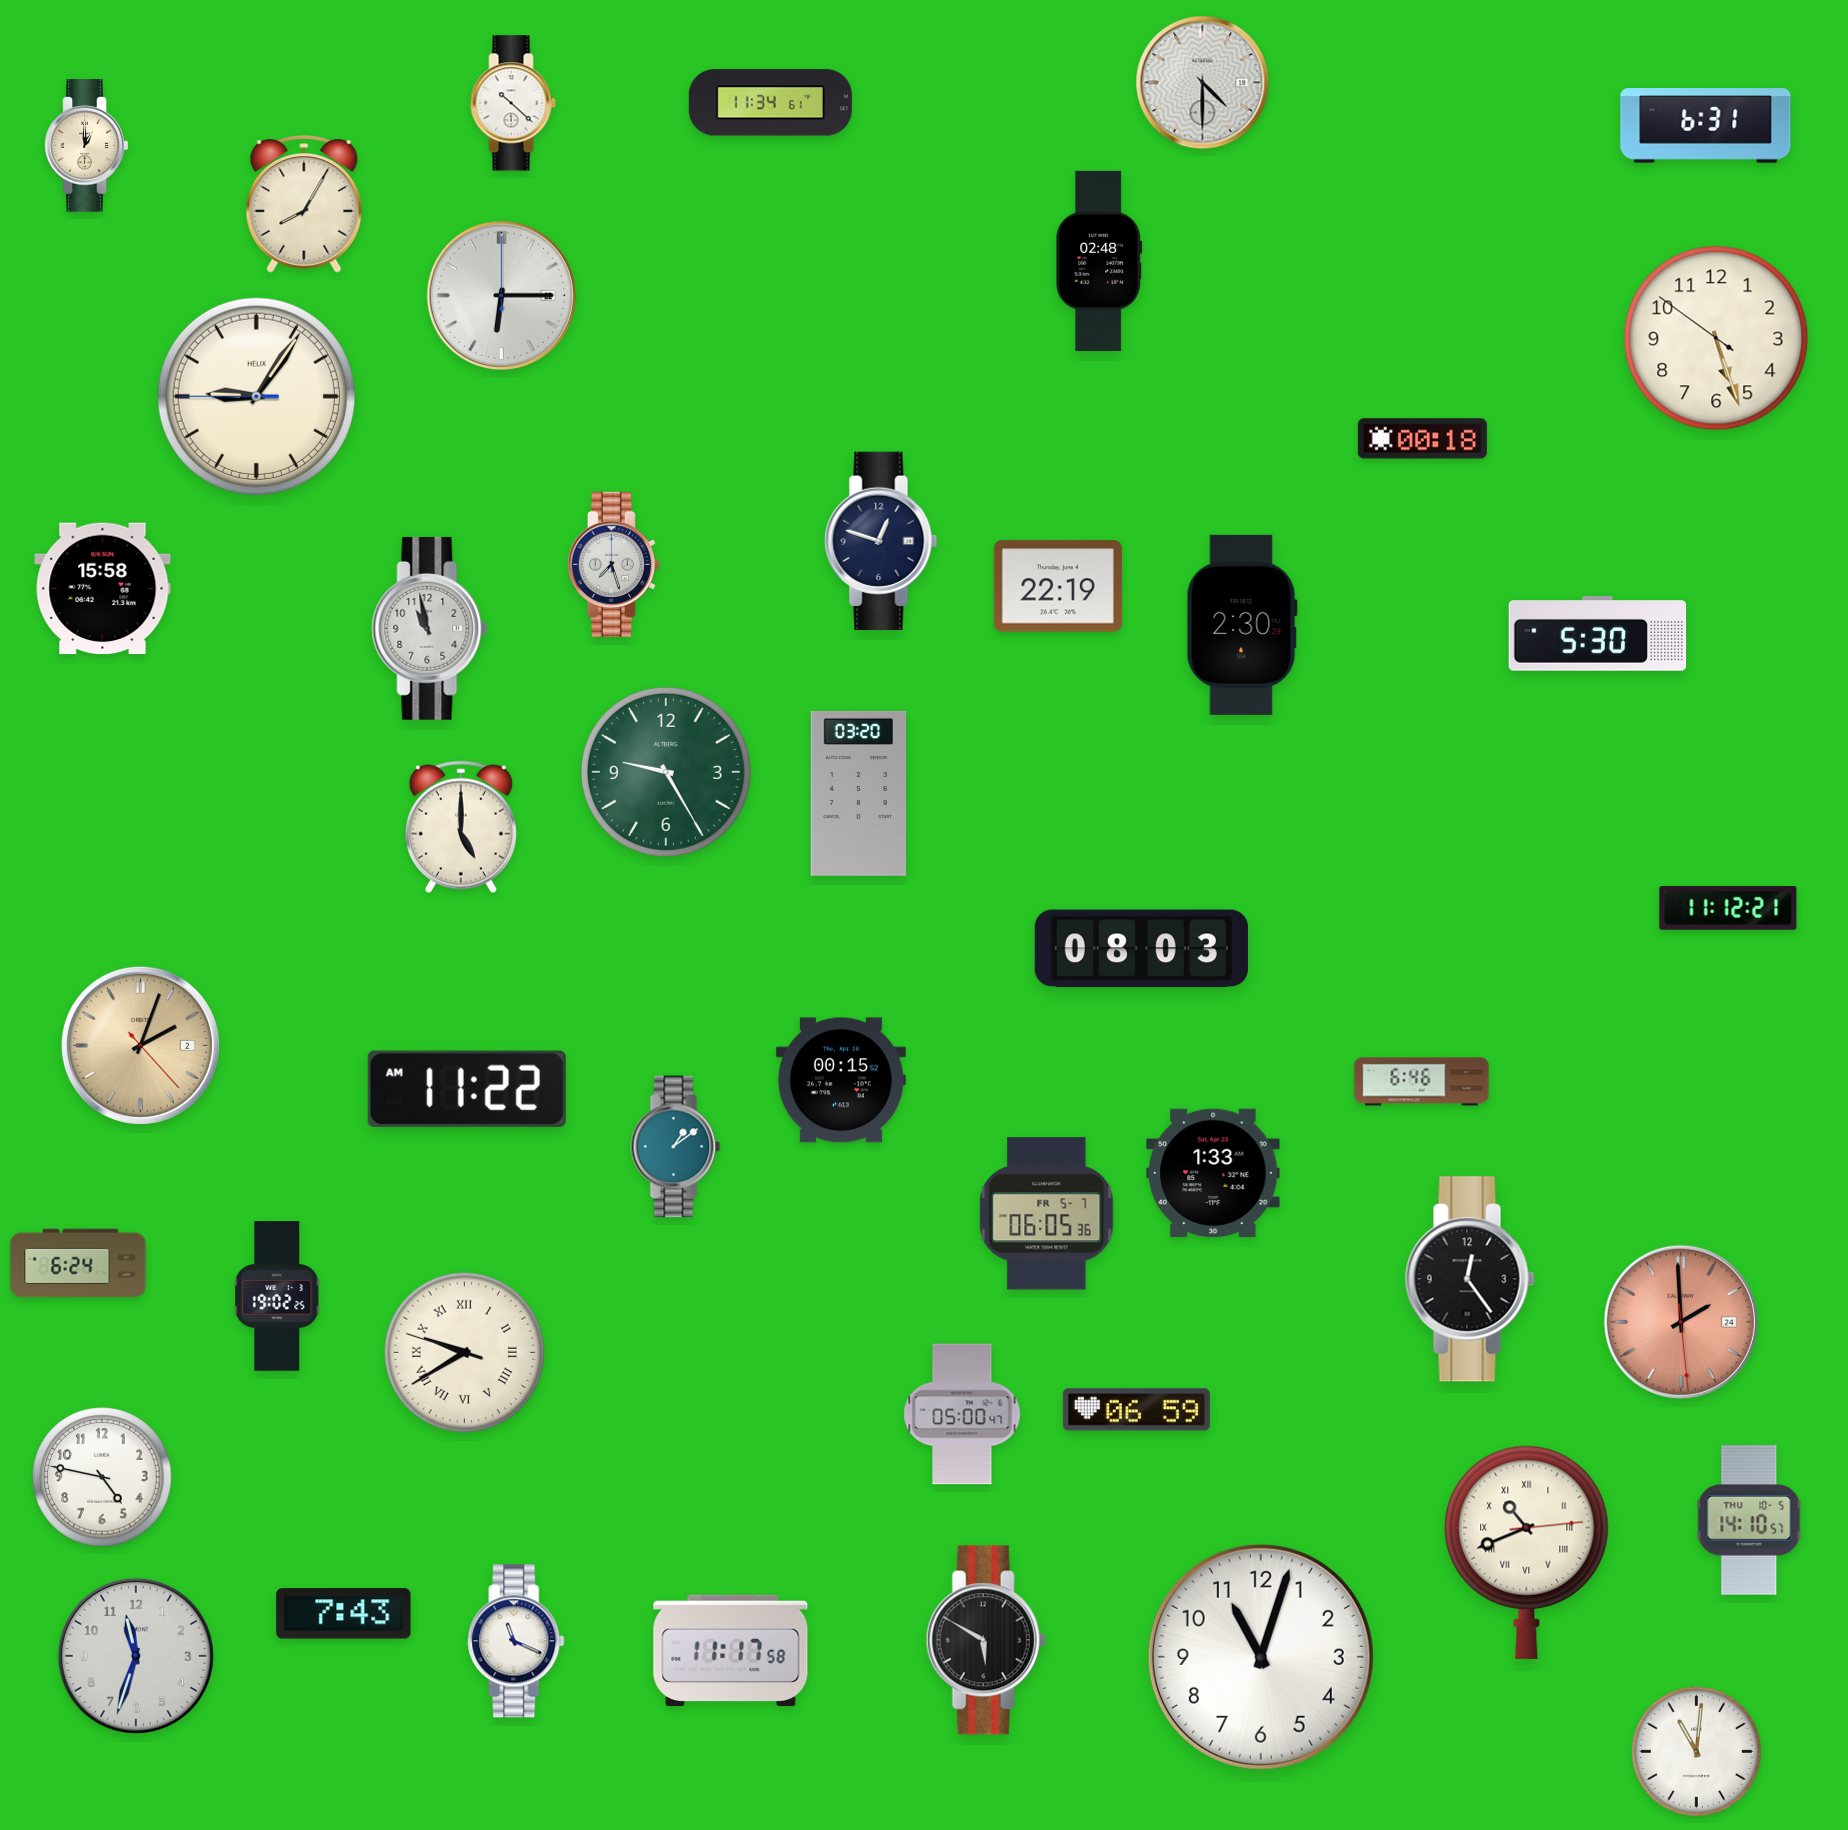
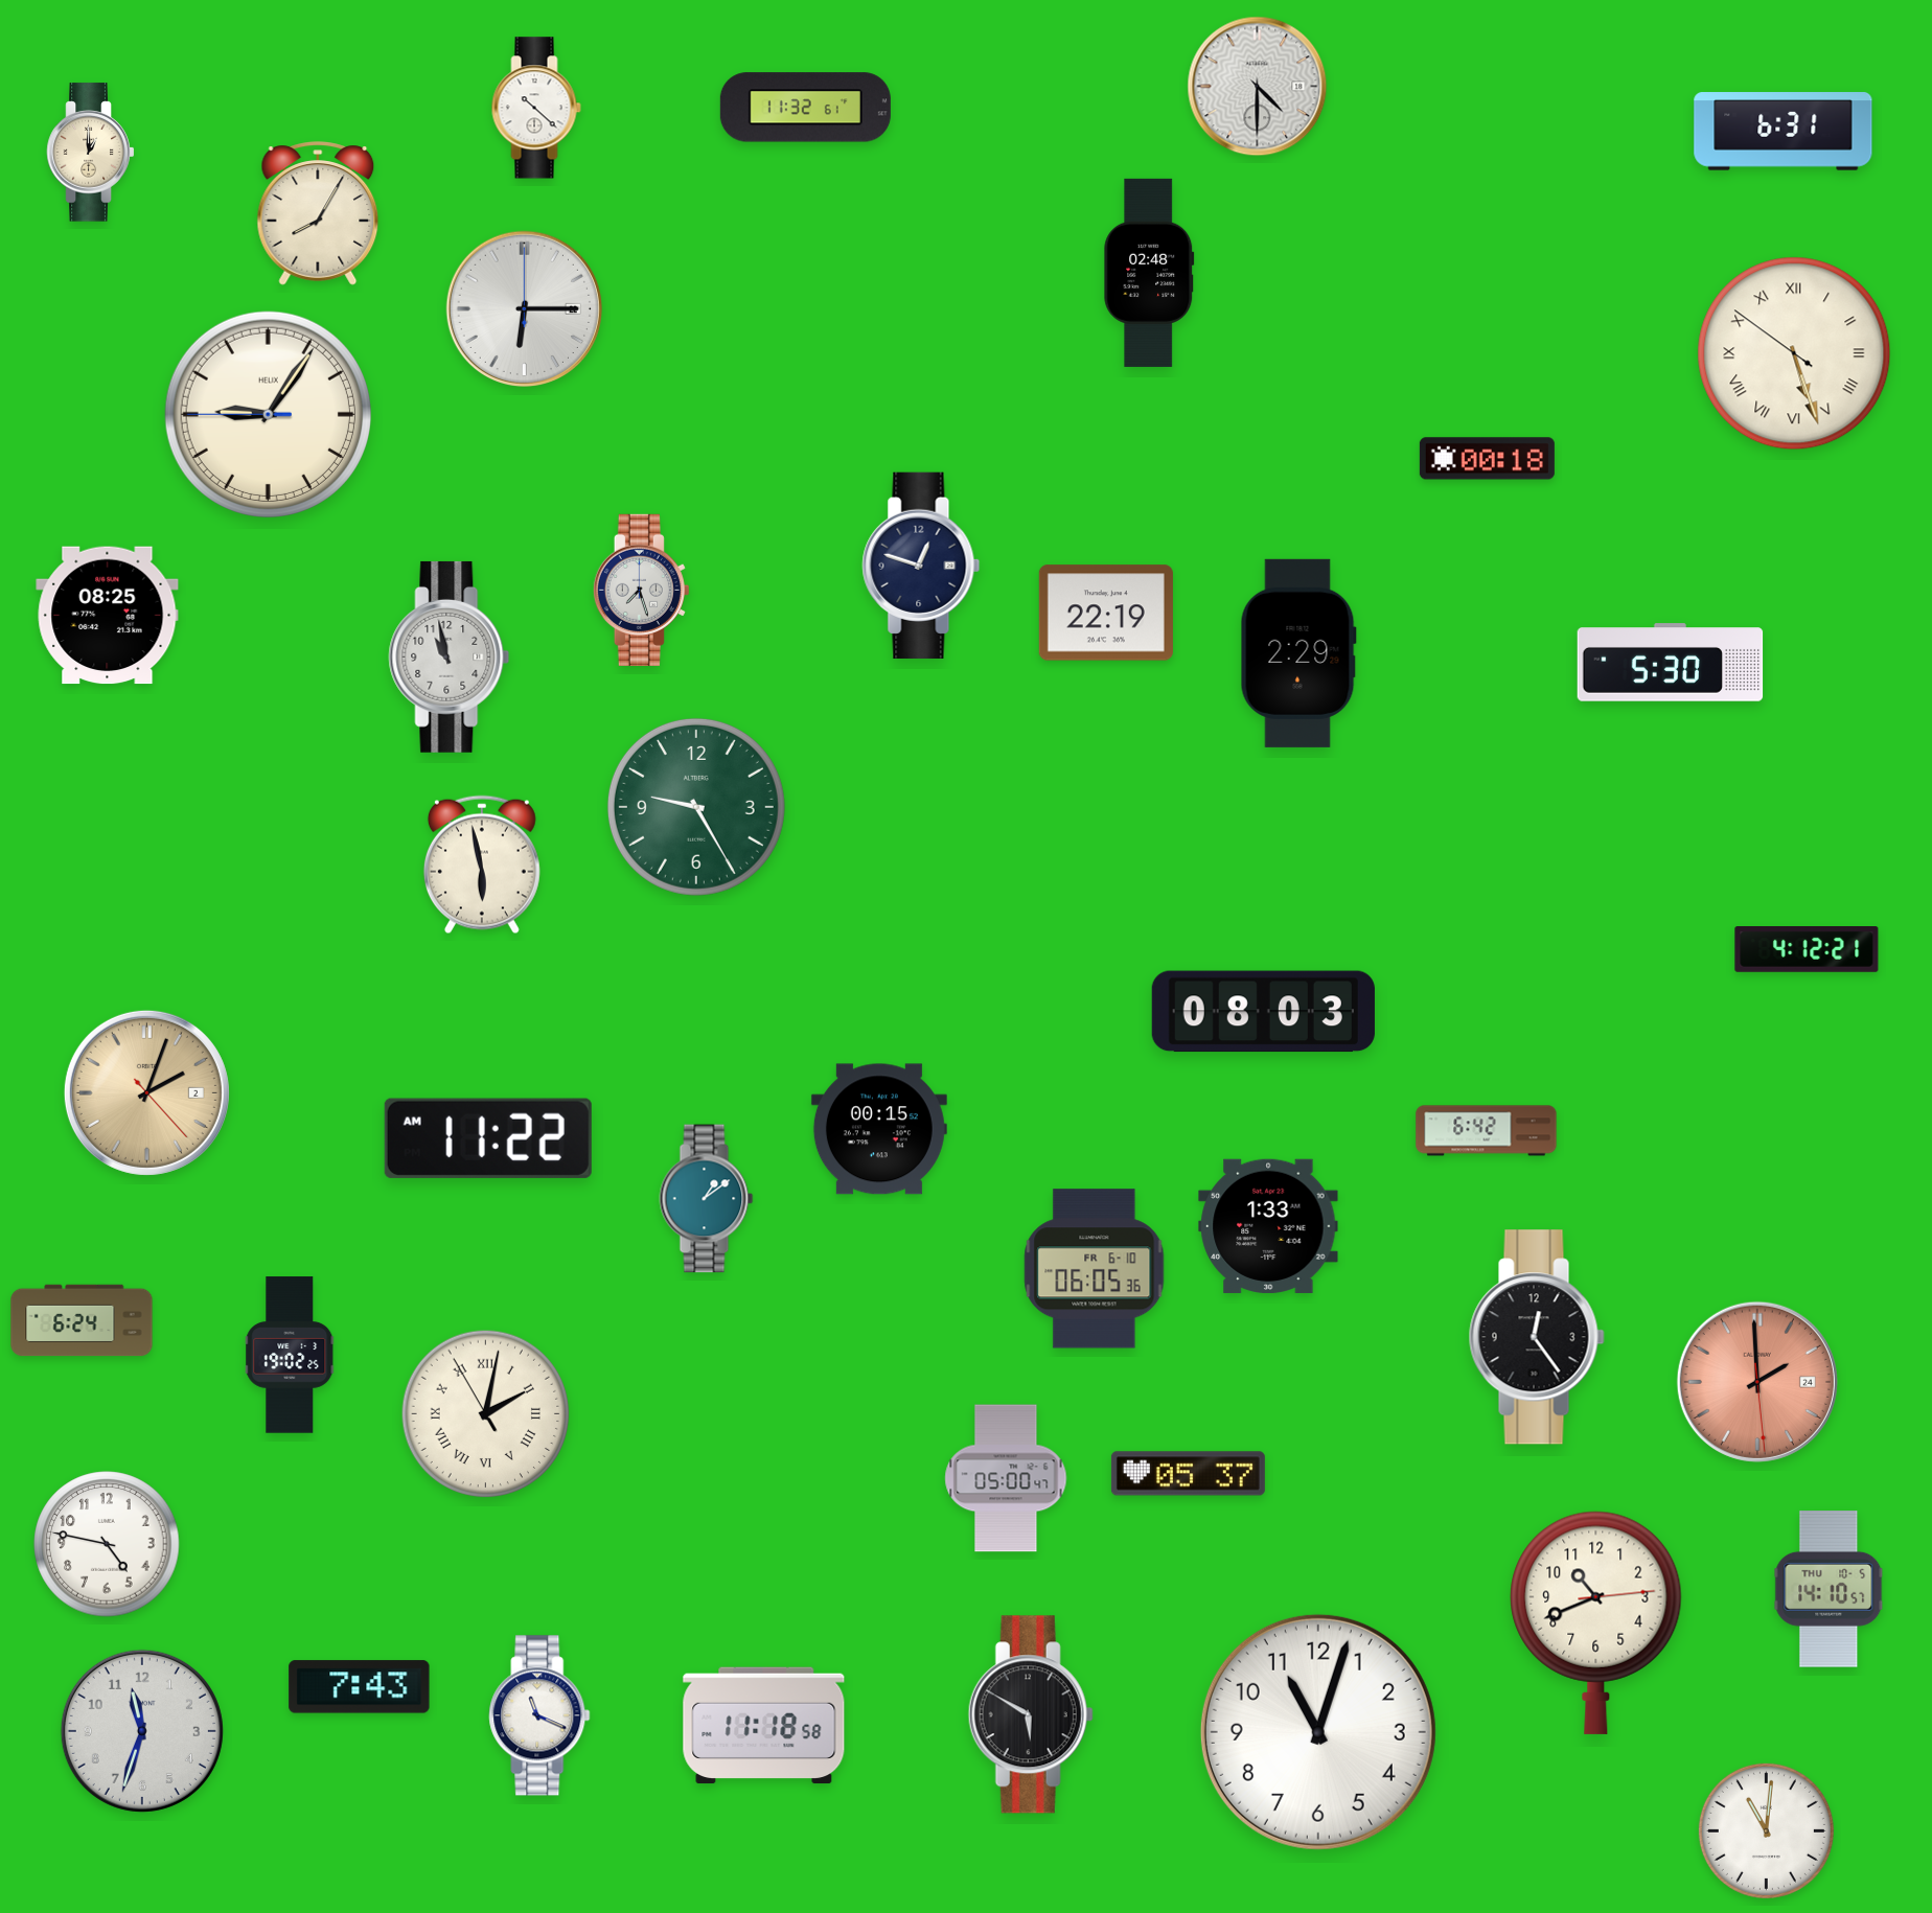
clock at (770, 103): 11:34 -> 11:32
clock at (1716, 338) numerals: Arabic -> Roman
clock at (103, 589): 15:58 -> 08:25
clock at (1242, 625): 2:30 -> 2:29
clock at (859, 793): 03:20 -> none
clock at (461, 827): 5:00 -> 5:58
clock at (1728, 909): 11:12 -> 4:12
clock at (1141, 949) position: (1141, 949) -> (1263, 1012)
clock at (1422, 1082): 6:46 -> 6:42
clock at (1047, 1214) date: FR 5-7 -> FR 6-10
clock at (465, 1353): 9:39 -> 2:01
clock at (1136, 1410): 06:59 -> 05:37
clock at (1527, 1552) numerals: Roman -> Arabic
clock at (731, 1651): 11:17 -> 11:18
clock at (1696, 1751) position: (1696, 1751) -> (1766, 1830)
